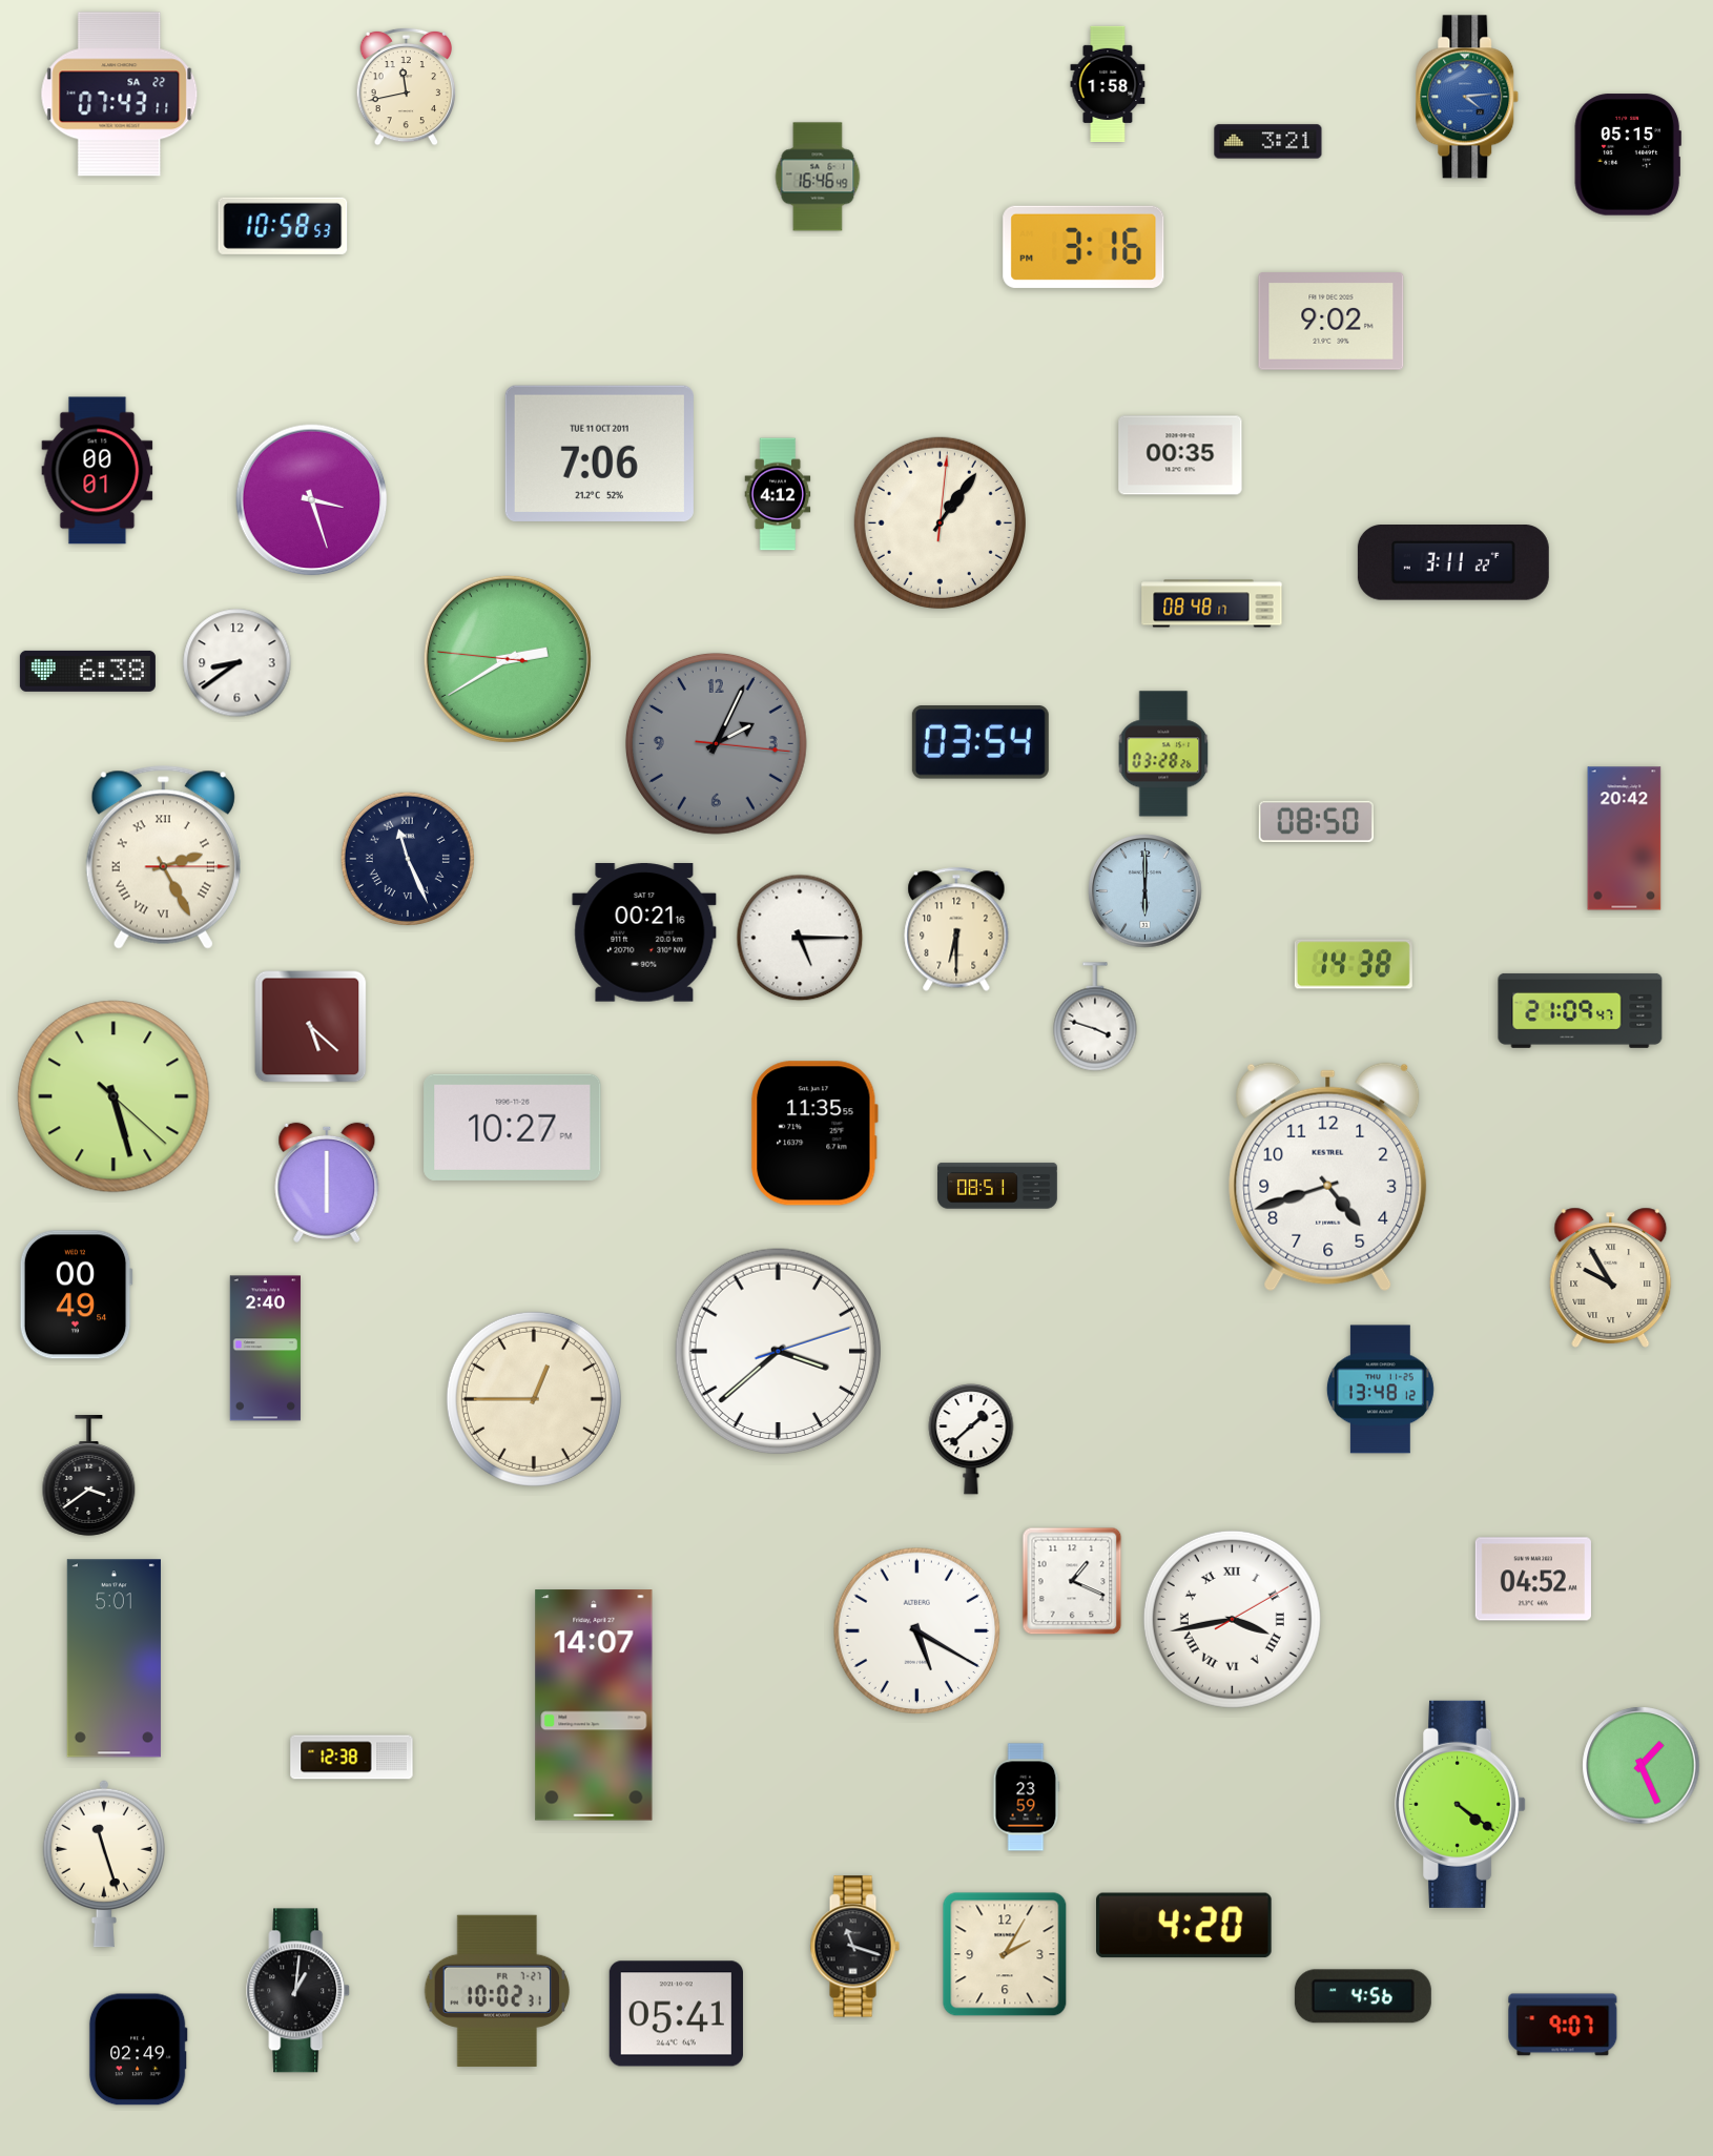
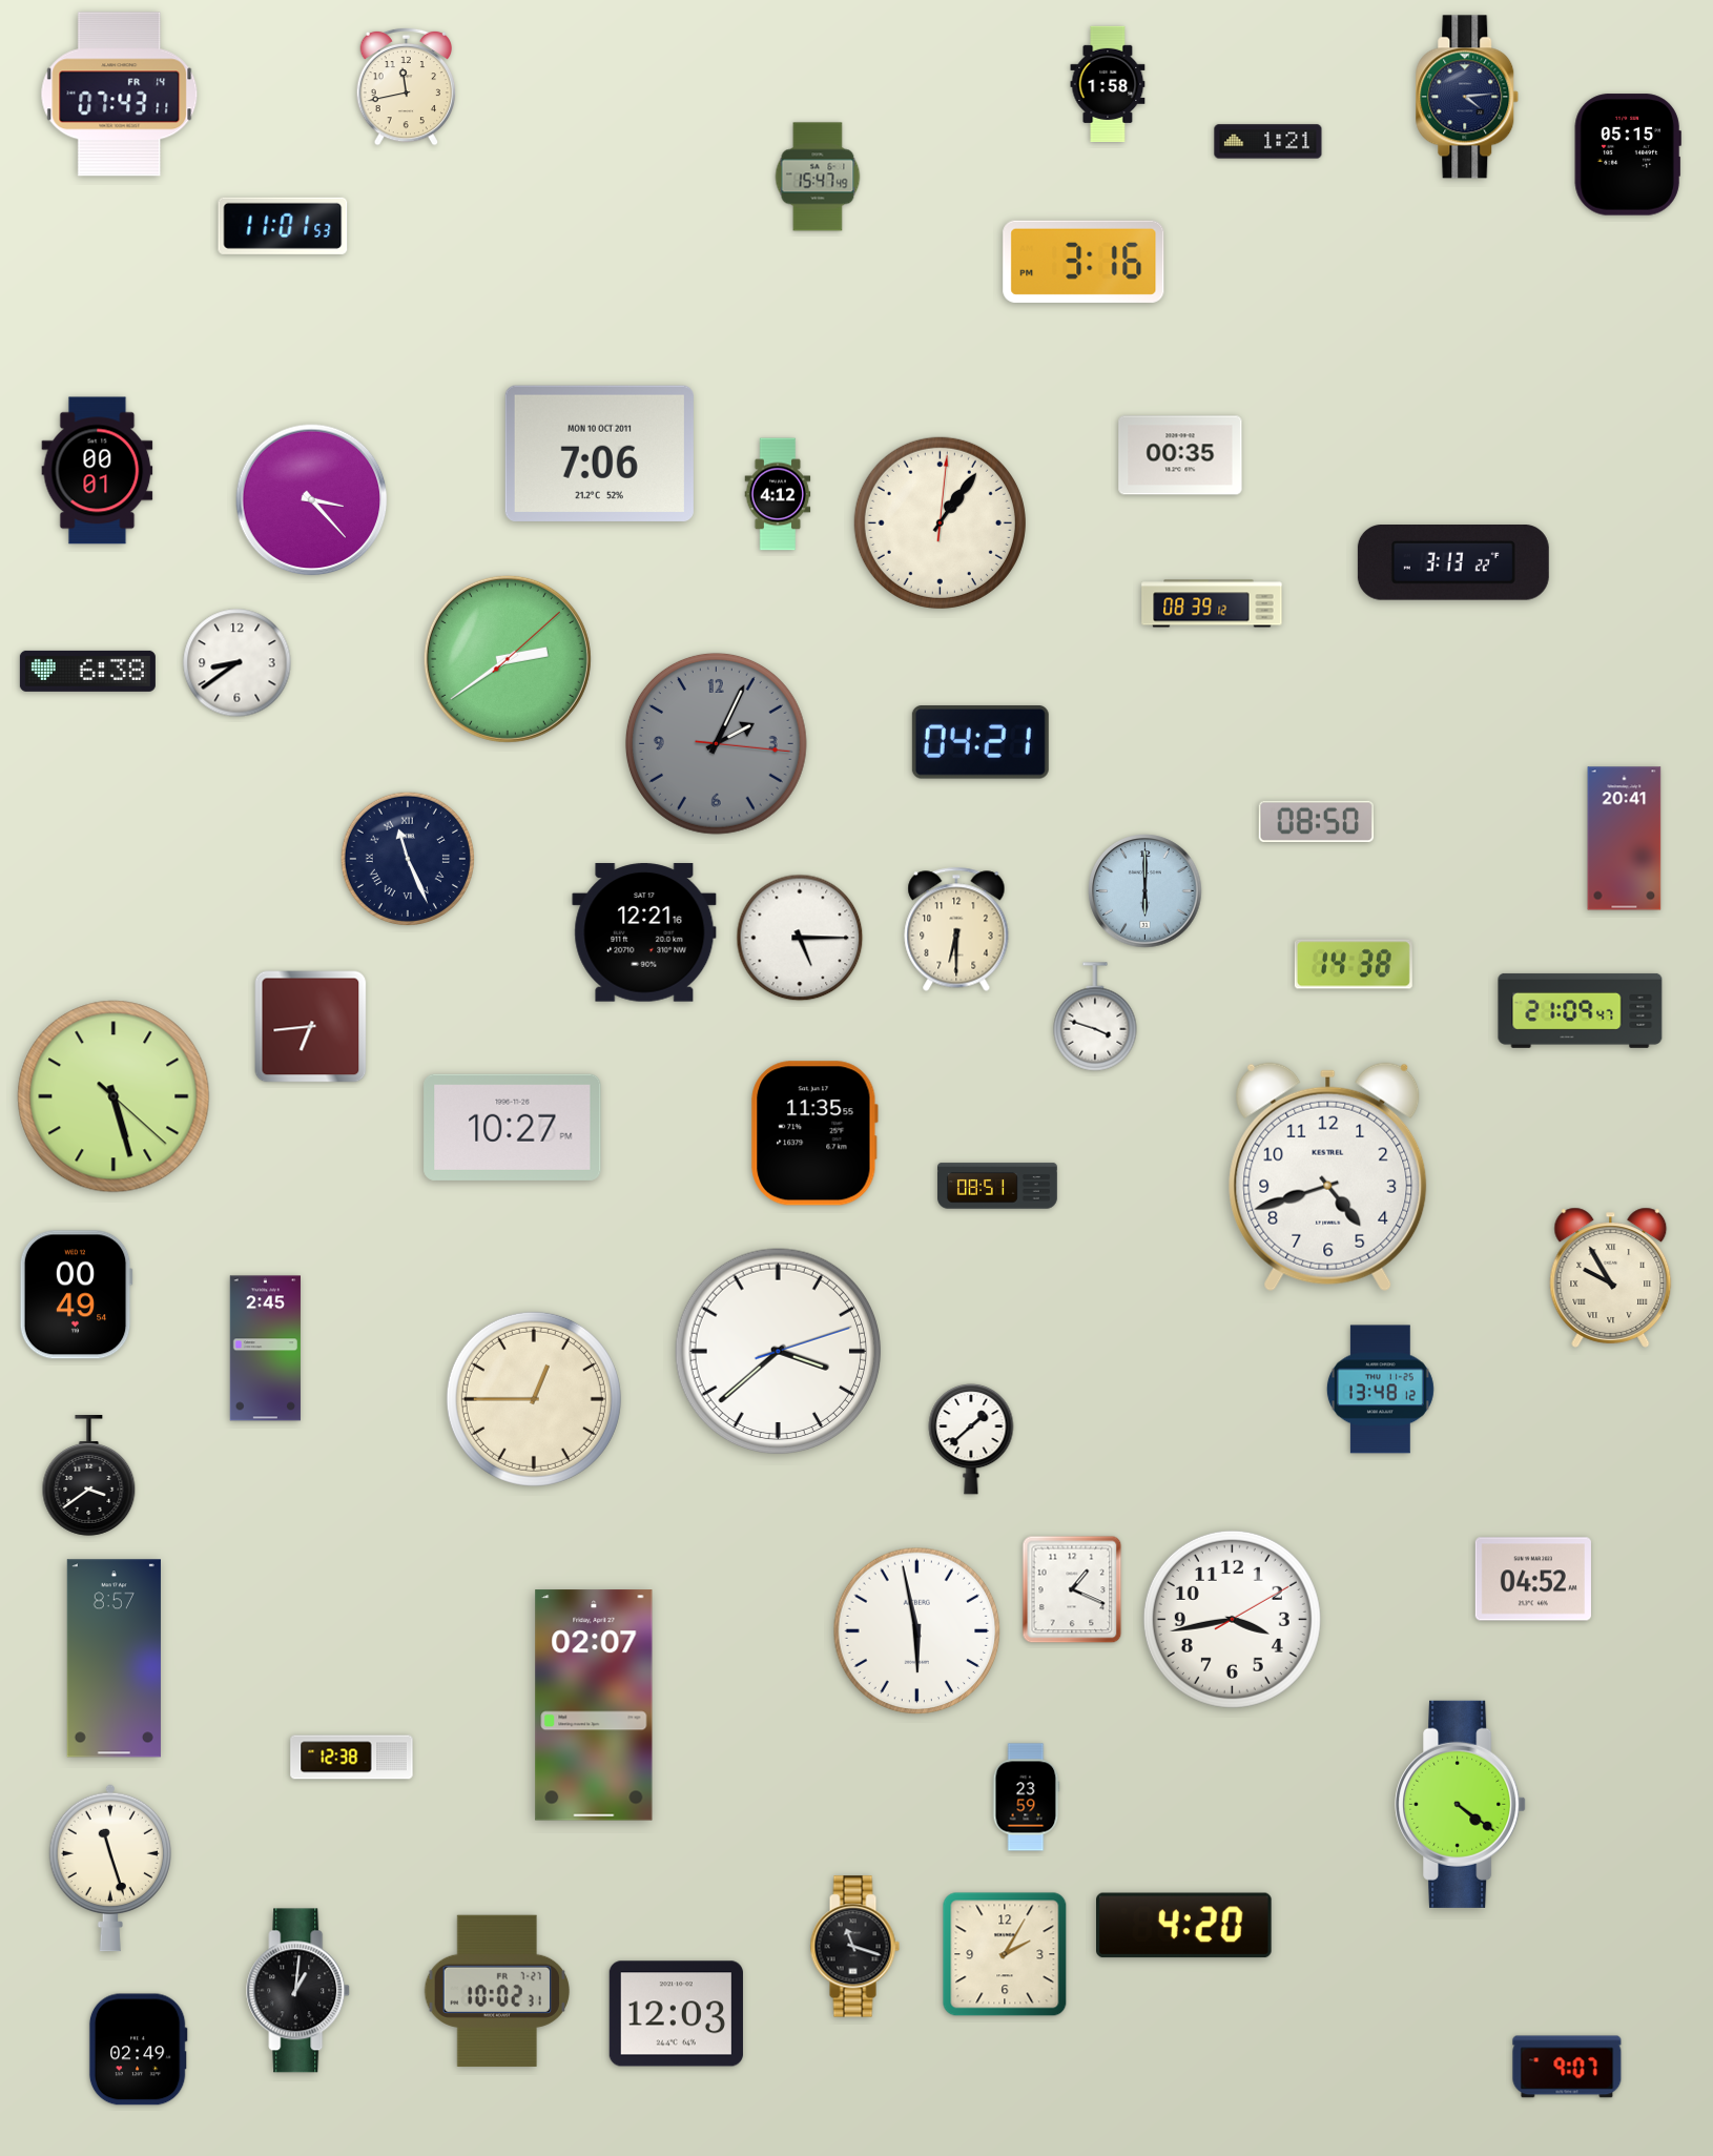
clock at (120, 95) date: SA 22 -> FR 14
clock at (1467, 97) dial: blue -> navy
clock at (1268, 142): 3:21 -> 1:21
clock at (818, 177): 16:46 -> 15:47
clock at (283, 226): 10:58 -> 11:01
clock at (1083, 247) position: (1083, 247) -> (1083, 262)
clock at (1332, 322): 9:02 -> none
clock at (599, 453) date: TUE 11 OCT 2011 -> MON 10 OCT 2011
clock at (312, 500): 3:27 -> 3:23
clock at (1453, 562): 3:11 -> 3:13
clock at (1212, 603): 08:48 -> 08:39
clock at (508, 659): 2:39:46 -> 2:39:08
clock at (981, 743): 03:54 -> 04:21
clock at (1163, 754): 03:28 -> none
clock at (1625, 839): 20:42 -> 20:41
clock at (163, 858): 2:25 -> none
clock at (644, 932): 00:21 -> 12:21
clock at (311, 1027): 5:22 -> 6:44
clock at (327, 1183): 6:00 -> none
clock at (265, 1349): 2:40 -> 2:45
clock at (1072, 1581) position: (1072, 1581) -> (1072, 1589)
clock at (1232, 1619) numerals: Roman -> Arabic
clock at (917, 1631): 5:20 -> 5:58
clock at (113, 1659): 5:01 -> 8:57
clock at (594, 1705): 14:07 -> 02:07
clock at (1642, 1766): 1:26 -> none
clock at (103, 1864) position: (103, 1864) -> (109, 1868)
clock at (1363, 1996): 4:56 -> none
clock at (676, 2014): 05:41 -> 12:03
clock at (1563, 2025) position: (1563, 2025) -> (1567, 2067)
